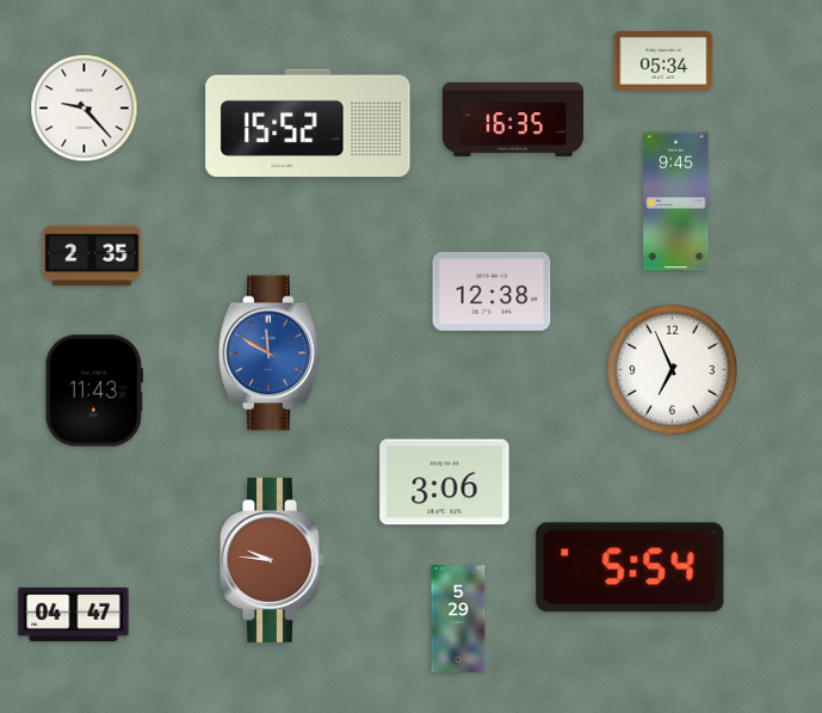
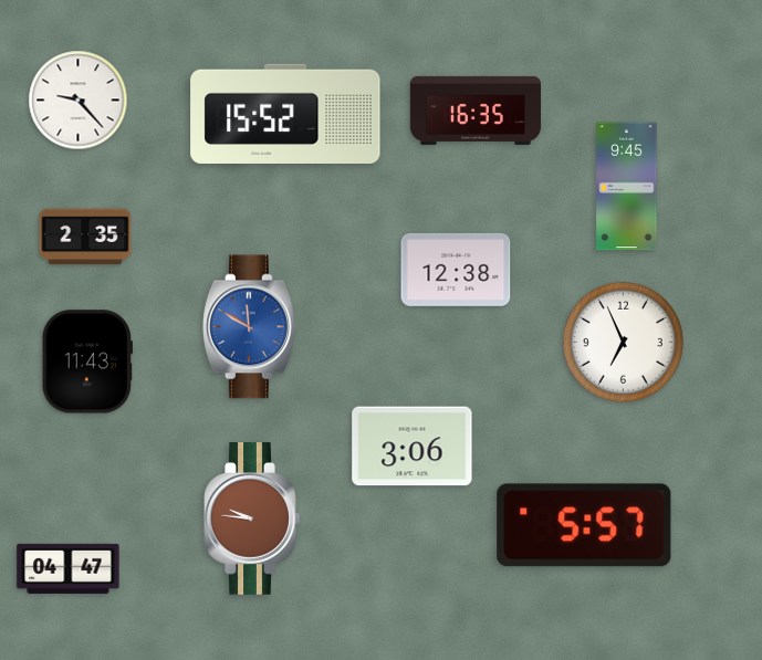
clock at (663, 61): 05:34 -> none
clock at (630, 567): 5:54 -> 5:57
clock at (458, 619): 5:29 -> none
